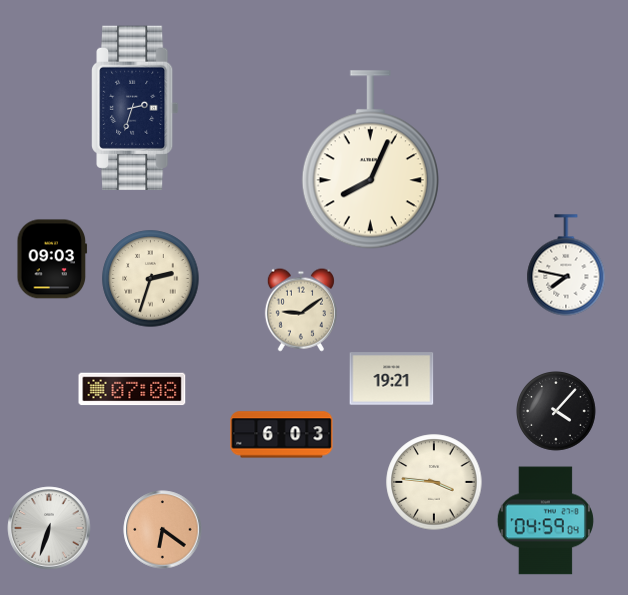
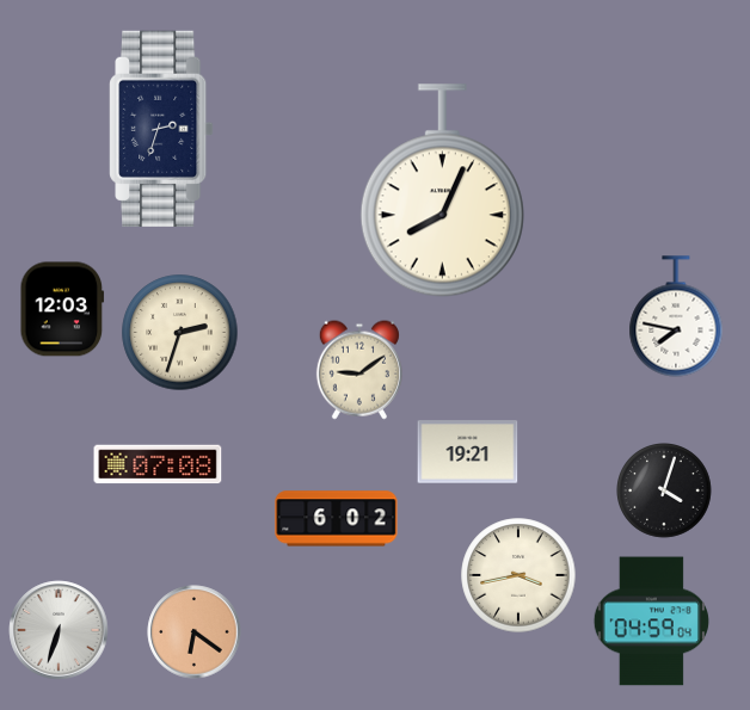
clock at (52, 259): 09:03 -> 12:03
clock at (557, 412): 4:07 -> 4:03
clock at (282, 435): 6:03 -> 6:02
clock at (434, 482): 3:46 -> 3:43
